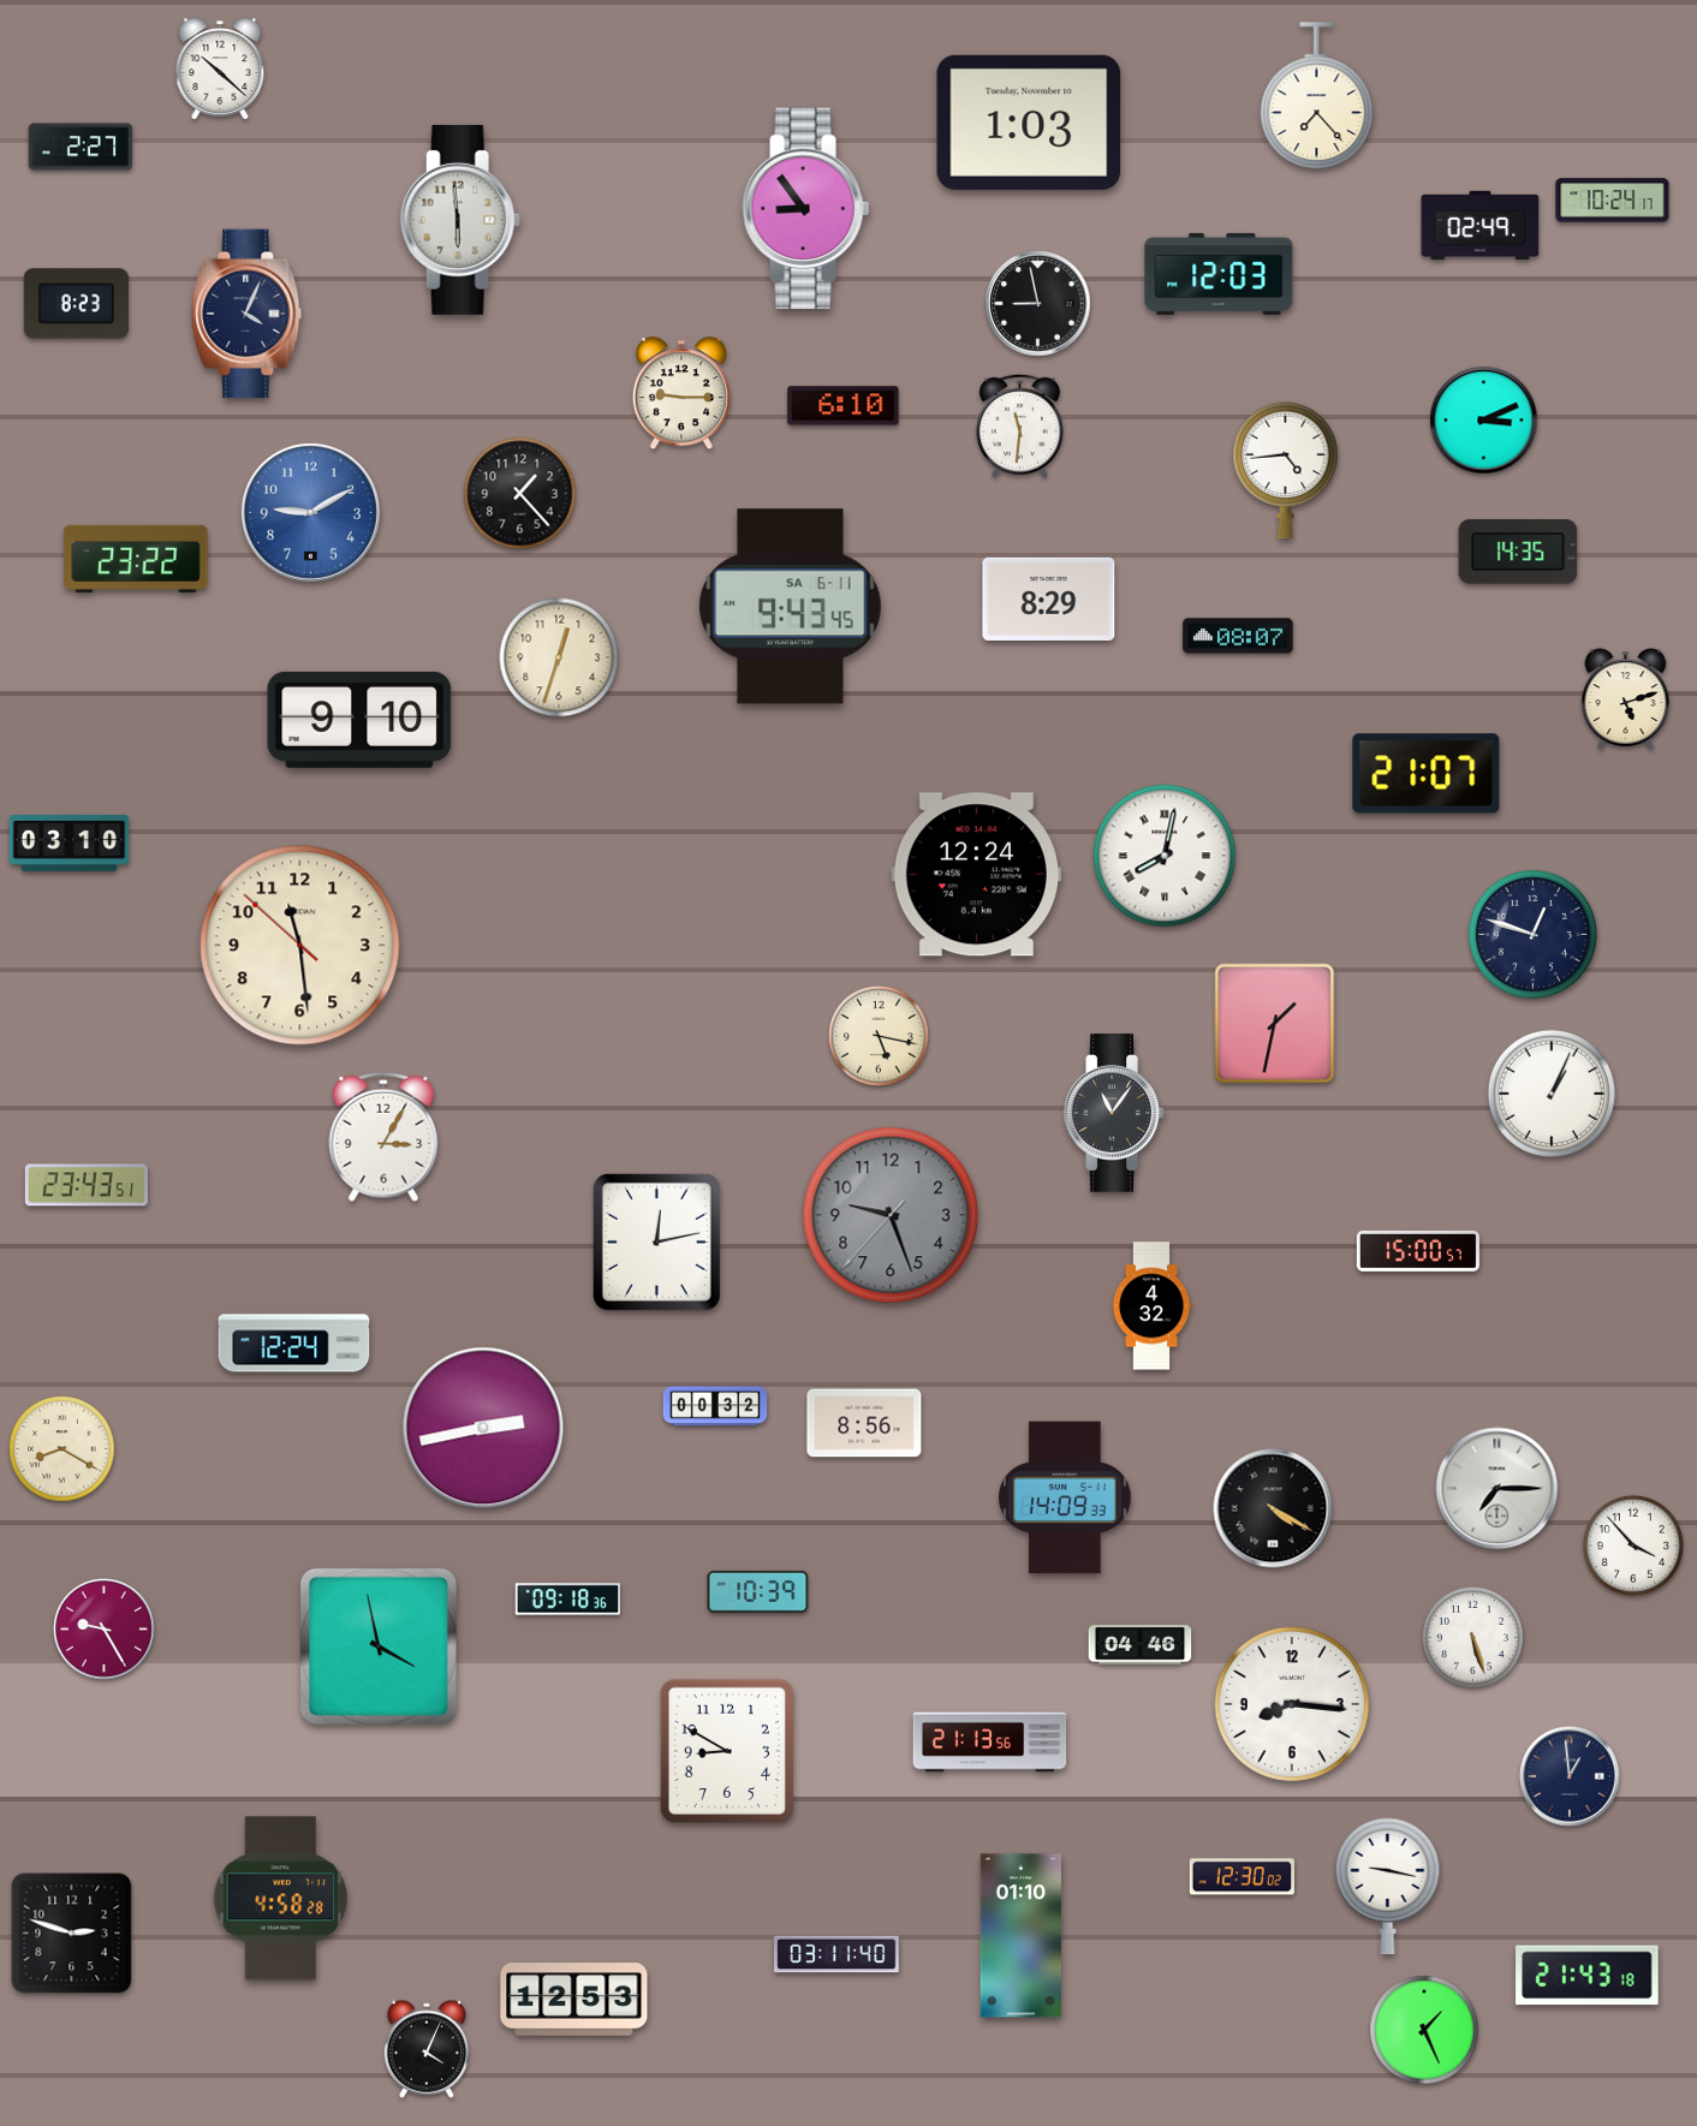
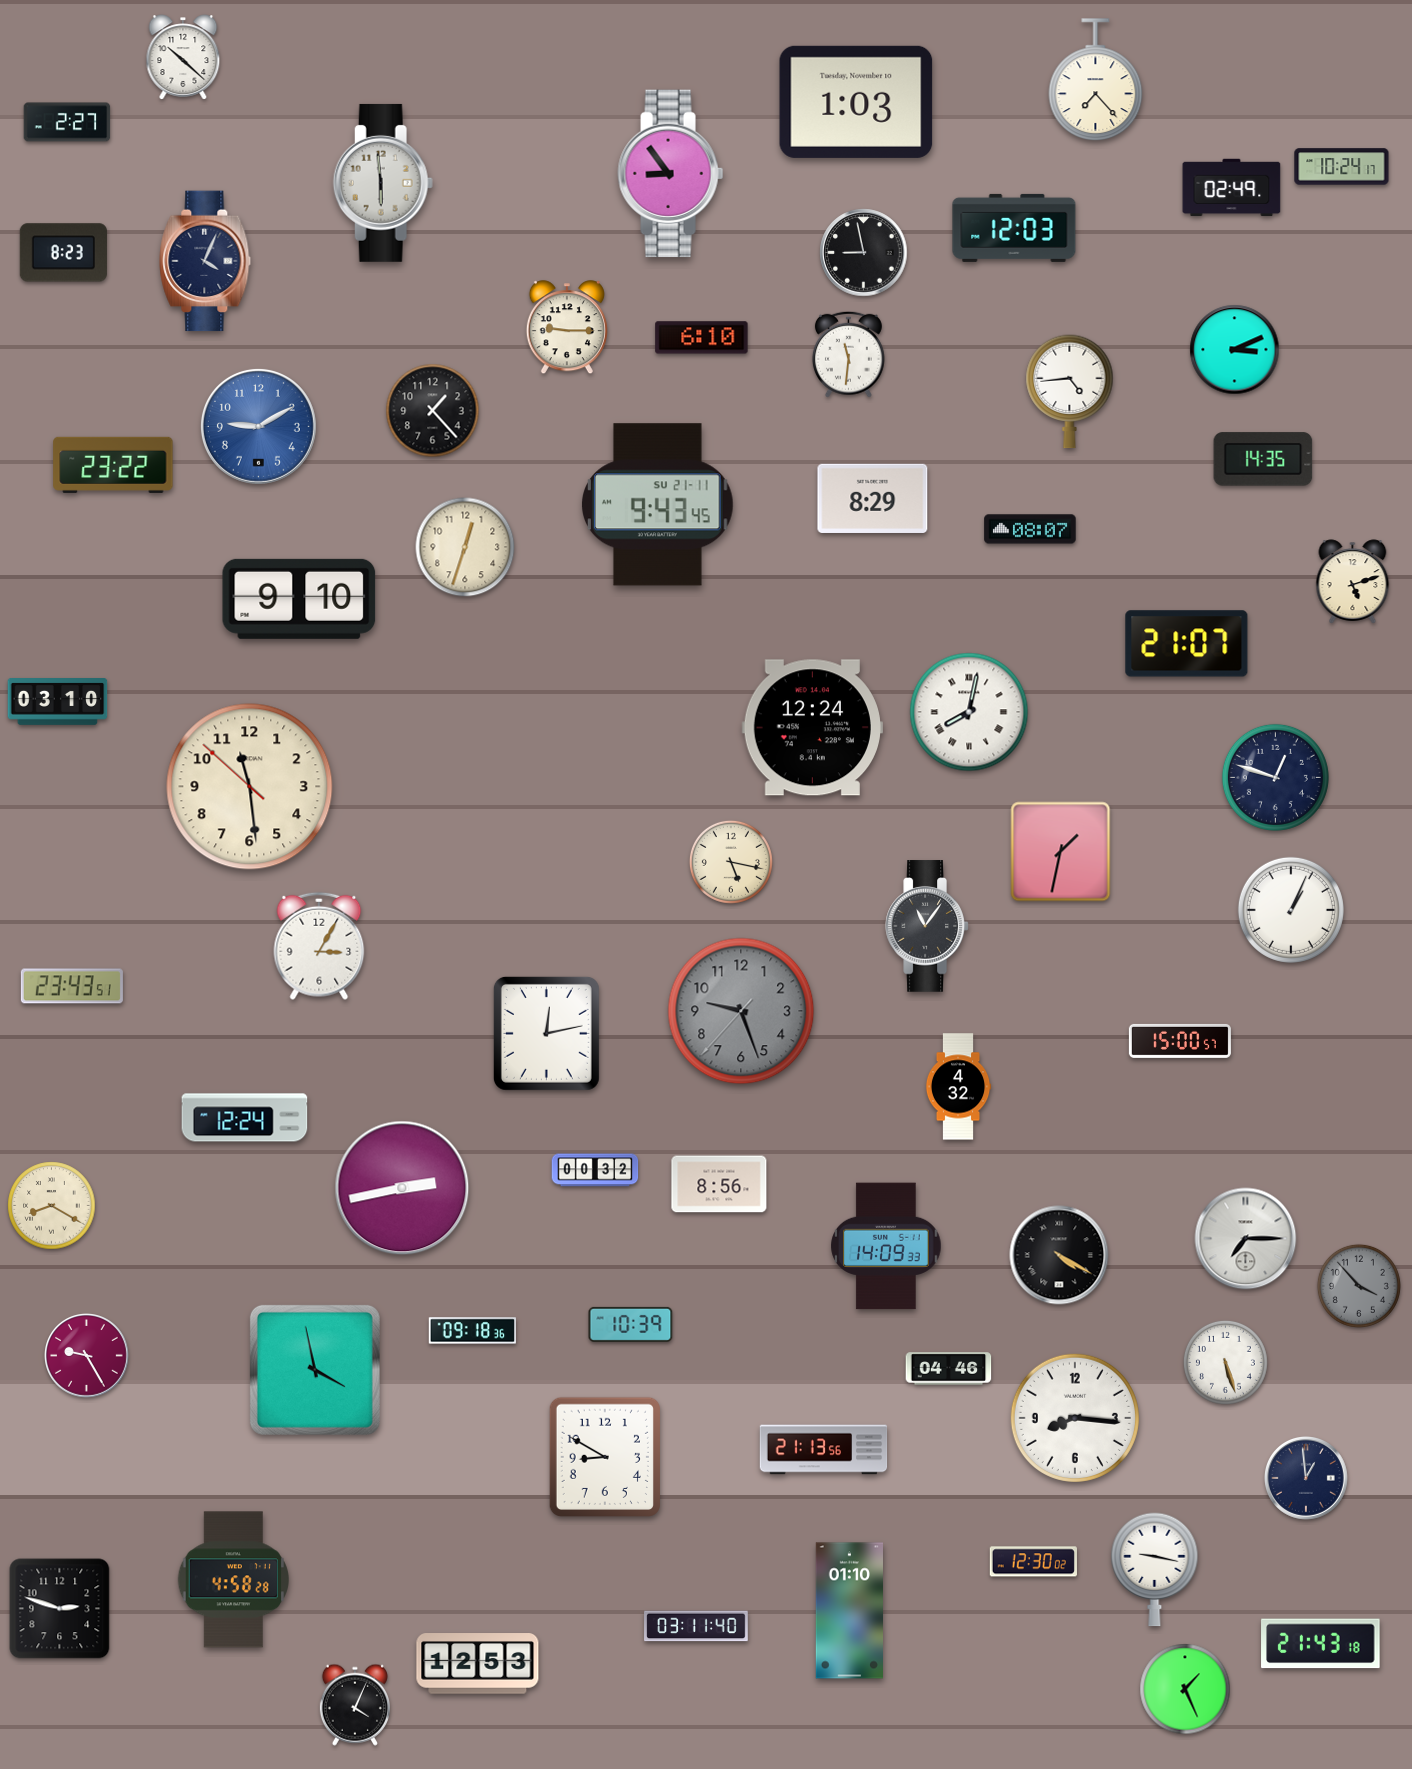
clock at (791, 607) date: SA 6-11 -> SU 21-11
clock at (1633, 1546) dial: white -> grey
